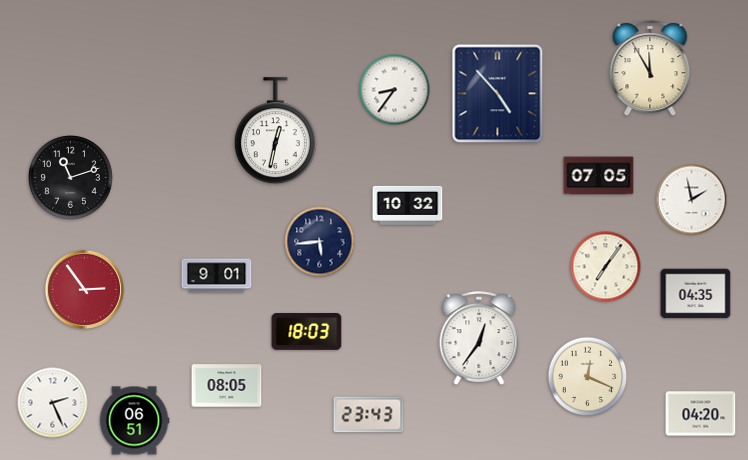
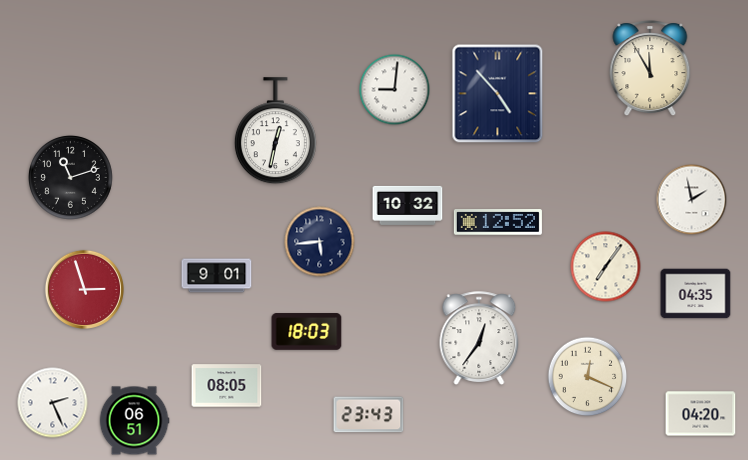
clock at (395, 90): 8:36 -> 9:01
clock at (599, 176): 07:05 -> none
clock at (498, 222): none -> 12:52
clock at (84, 289): 2:54 -> 2:57
